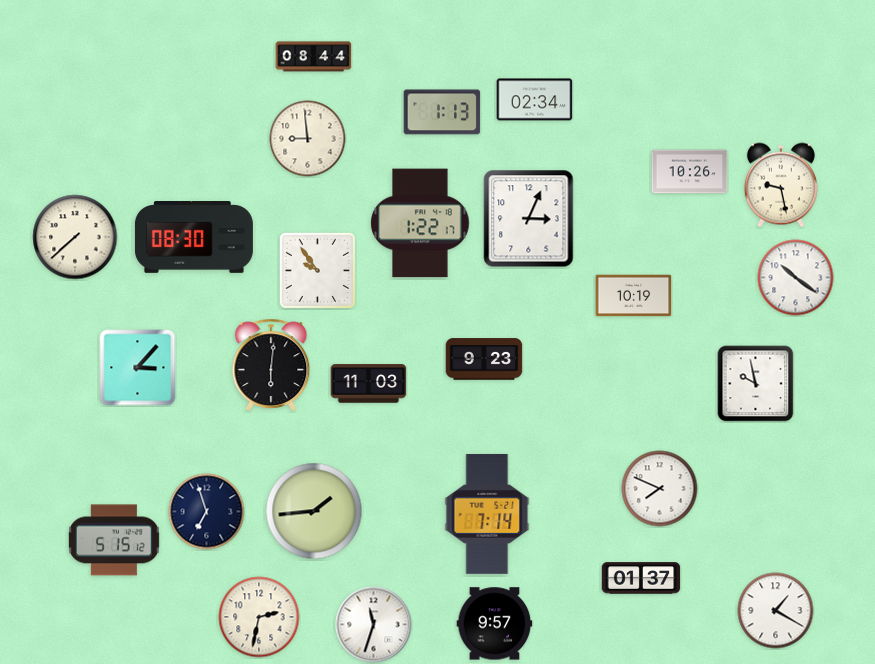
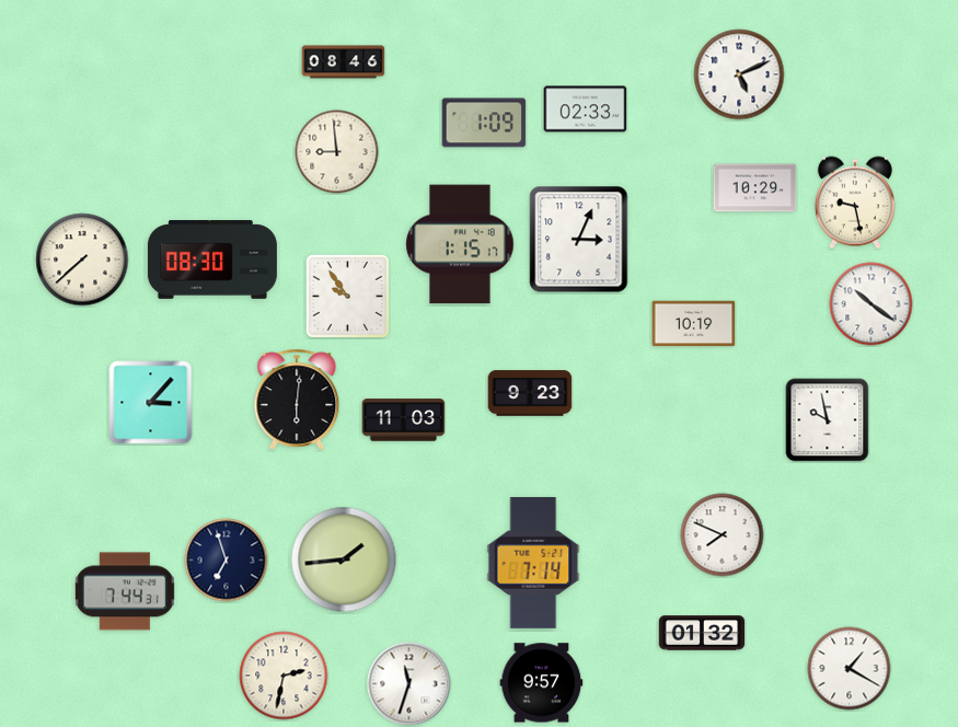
clock at (314, 57): 08:44 -> 08:46
clock at (739, 74): none -> 5:11
clock at (535, 100): 02:34 -> 02:33
clock at (442, 112): 1:13 -> 1:09
clock at (690, 172): 10:26 -> 10:29
clock at (420, 223): 1:22 -> 1:15
clock at (114, 540): 5:15 -> 7:44
clock at (641, 578): 01:37 -> 01:32
